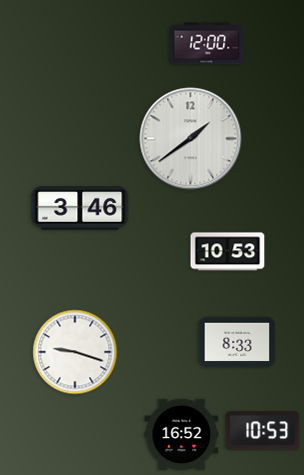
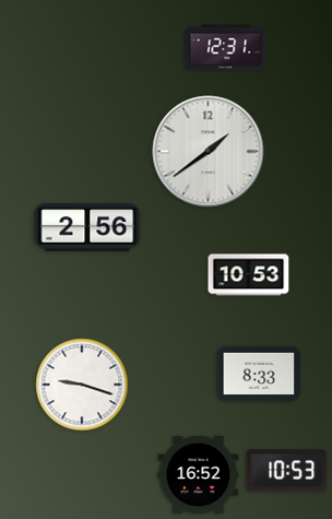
clock at (207, 44): 12:00 -> 12:31
clock at (80, 208): 3:46 -> 2:56
